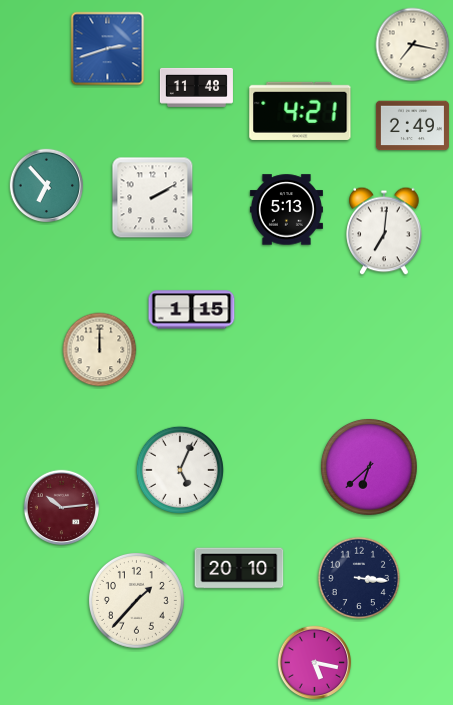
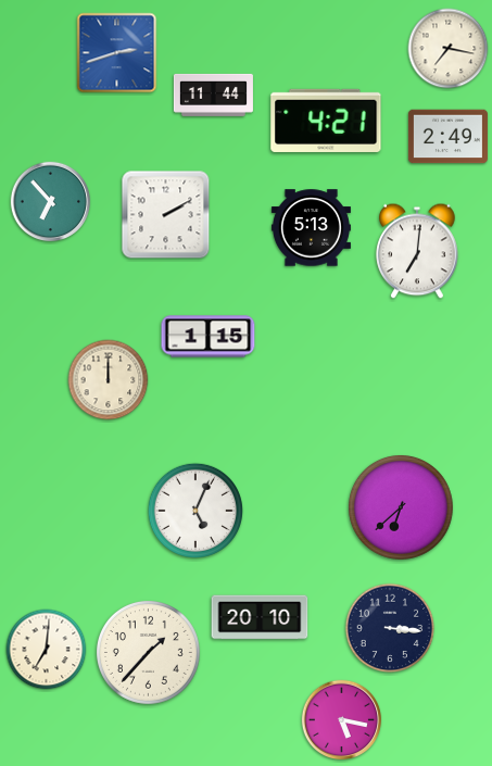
clock at (196, 87): 11:48 -> 11:44
clock at (62, 508): 10:14 -> none
clock at (47, 650): none -> 7:01
